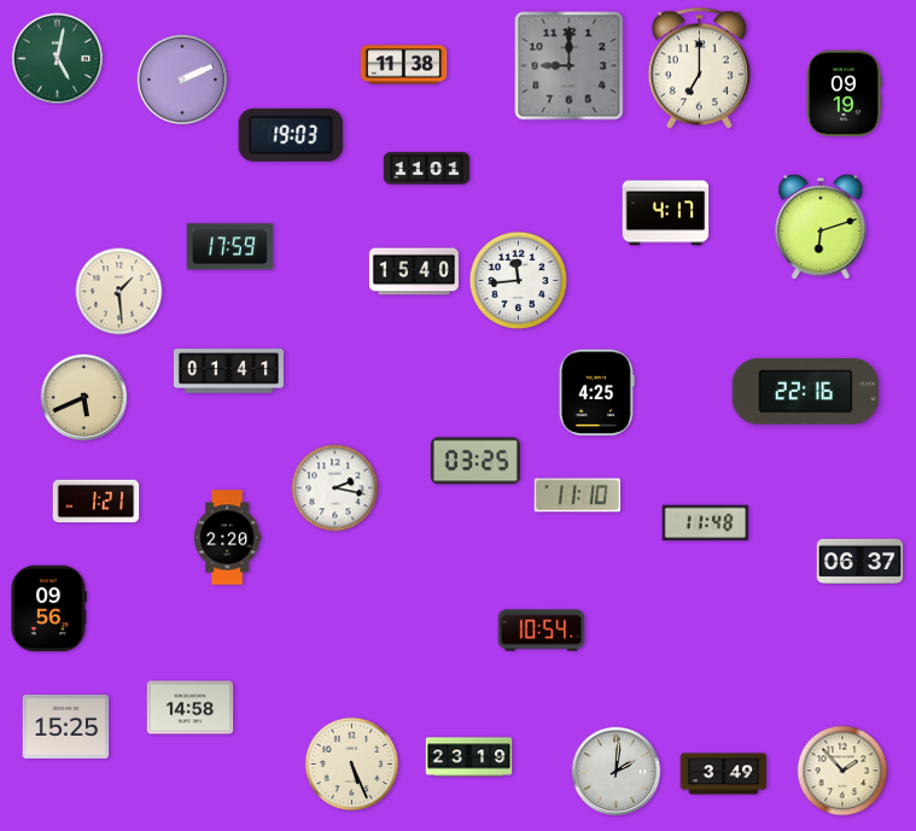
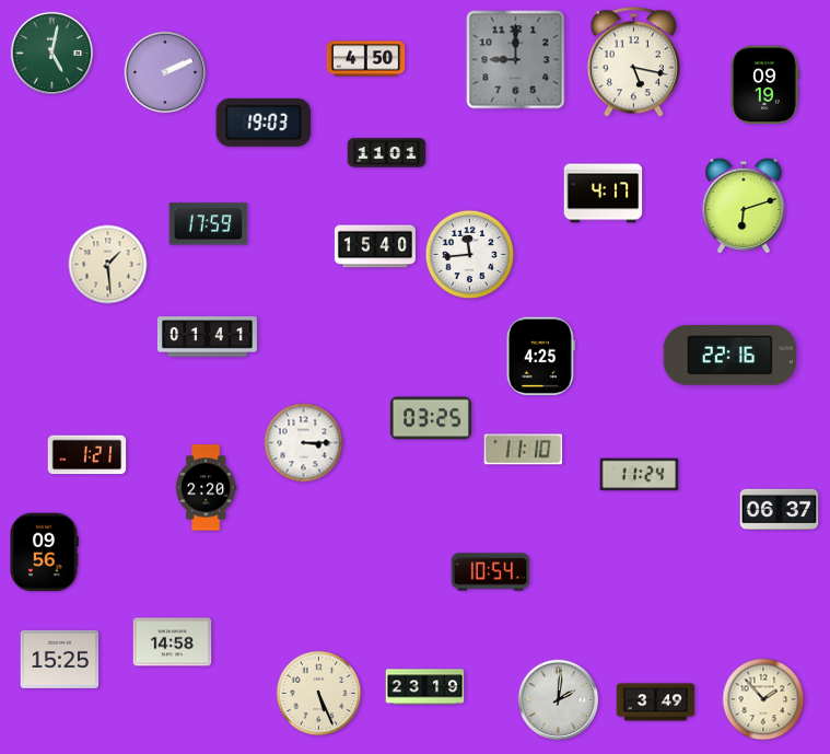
clock at (404, 65): 11:38 -> 4:50
clock at (699, 69): 7:00 -> 5:17
clock at (84, 398): 5:41 -> none
clock at (336, 488): 2:17 -> 3:15
clock at (706, 523): 11:48 -> 11:24
